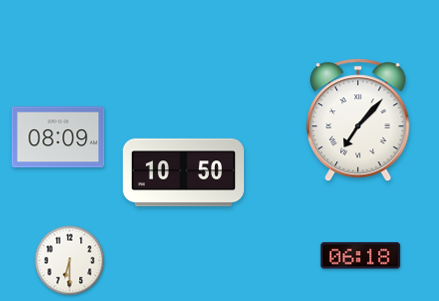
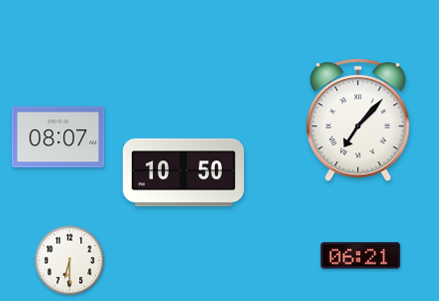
clock at (58, 137): 08:09 -> 08:07
clock at (361, 256): 06:18 -> 06:21
